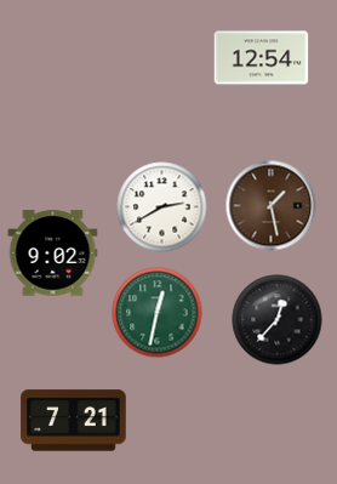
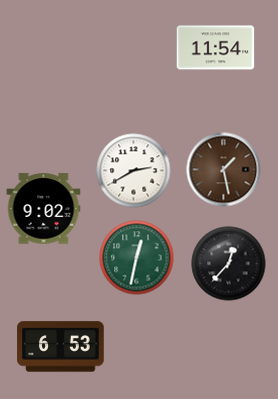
clock at (262, 58): 12:54 -> 11:54
clock at (158, 313) position: (158, 313) -> (137, 258)
clock at (74, 421): 7:21 -> 6:53
